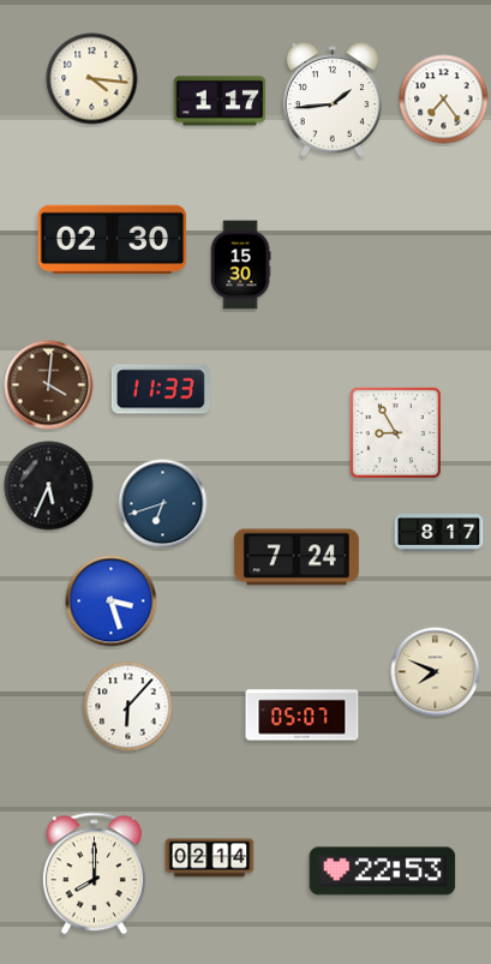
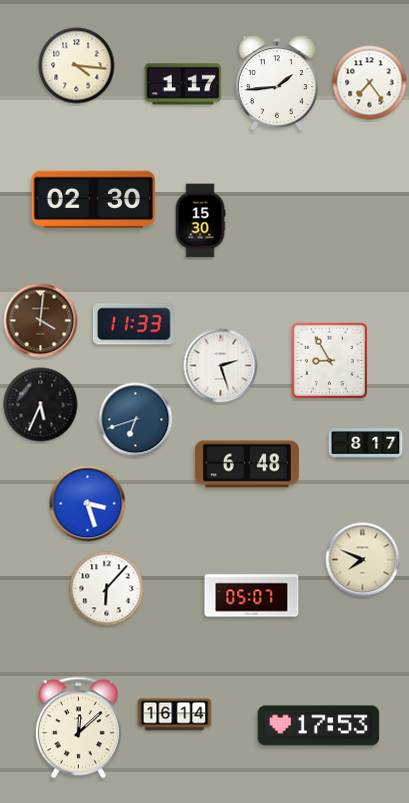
clock at (221, 366): none -> 2:27
clock at (297, 557): 7:24 -> 6:48
clock at (112, 601) position: (112, 601) -> (88, 504)
clock at (210, 858): 02:14 -> 16:14
clock at (383, 872): 22:53 -> 17:53
clock at (94, 874): 8:00 -> 12:08
